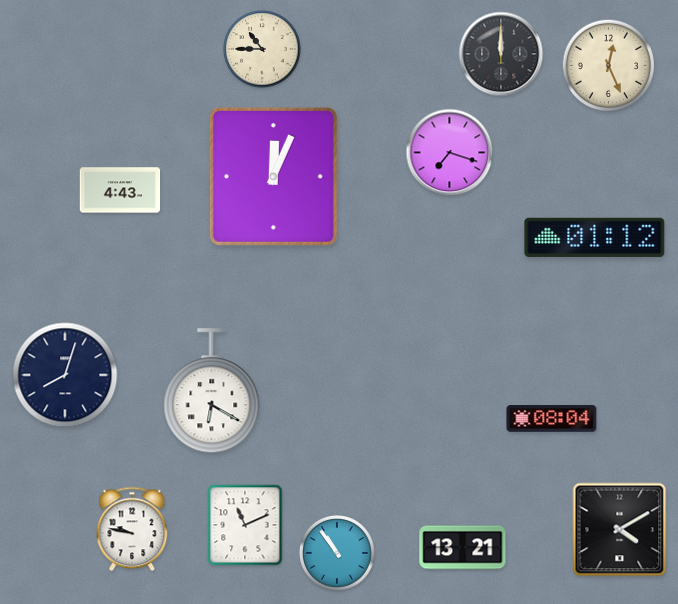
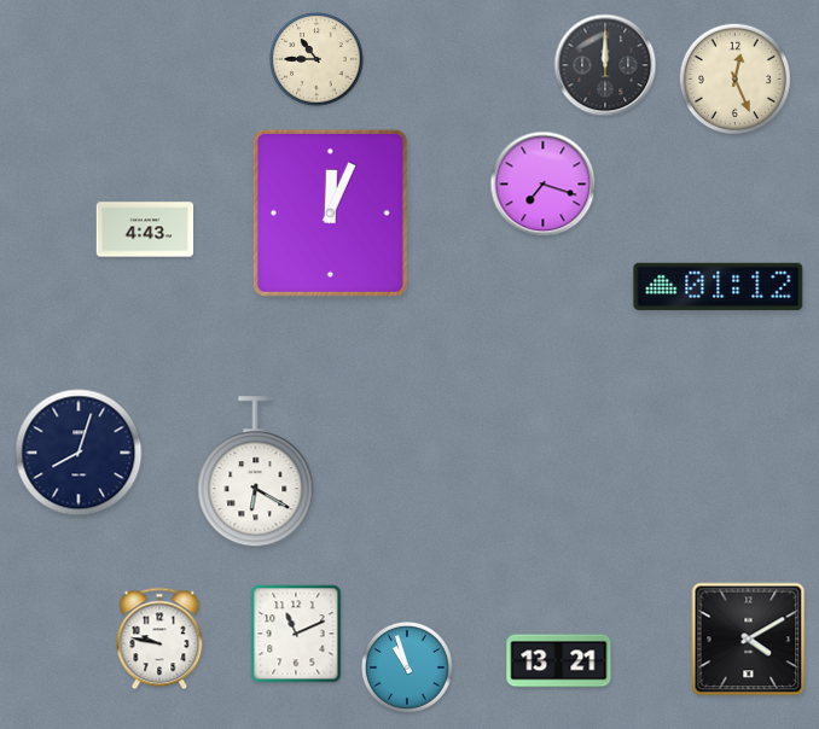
clock at (552, 419): 08:04 -> none
clock at (337, 553): 10:54 -> 10:57
